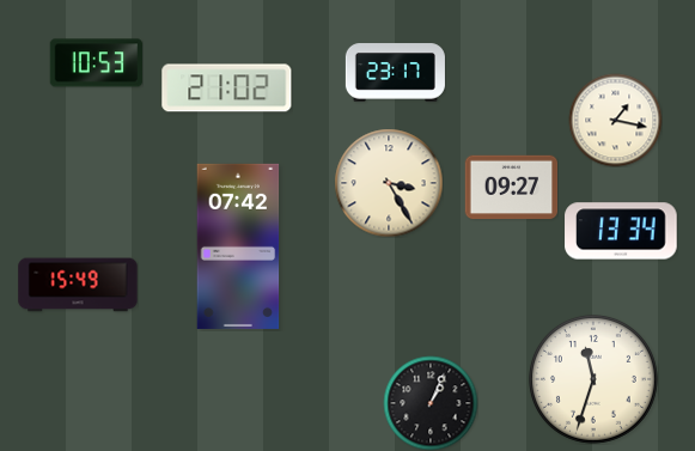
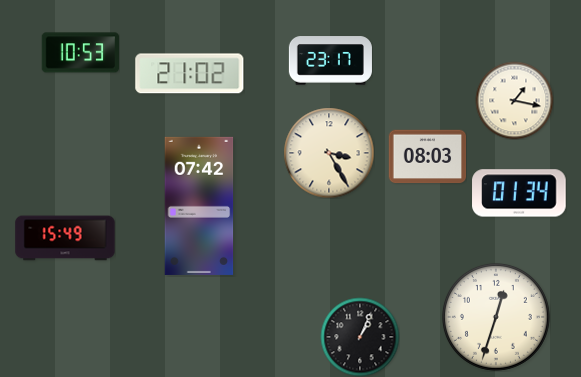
clock at (389, 183) position: (389, 183) -> (329, 153)
clock at (511, 188): 09:27 -> 08:03
clock at (621, 231): 13:34 -> 01:34
clock at (593, 379): 11:33 -> 12:33
